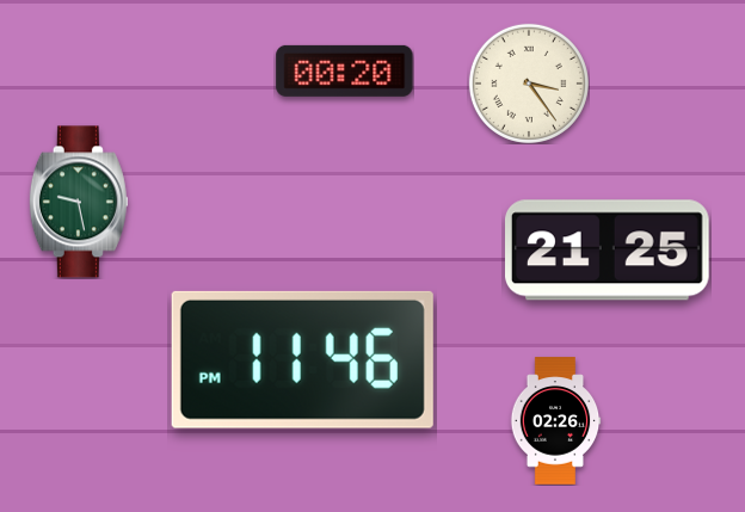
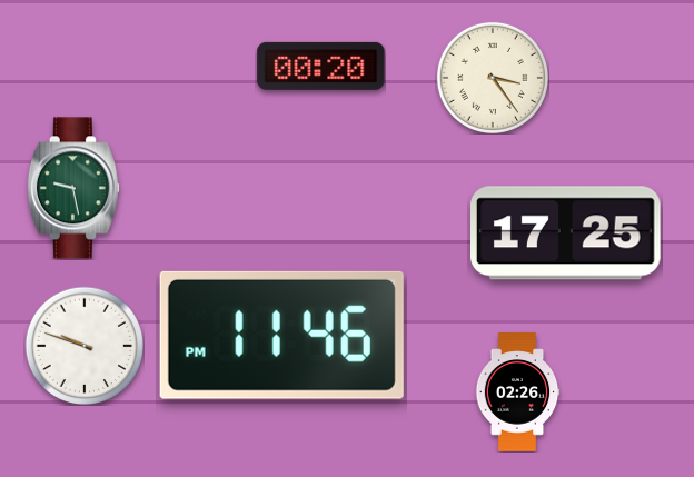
clock at (608, 251): 21:25 -> 17:25
clock at (85, 346): none -> 9:48
